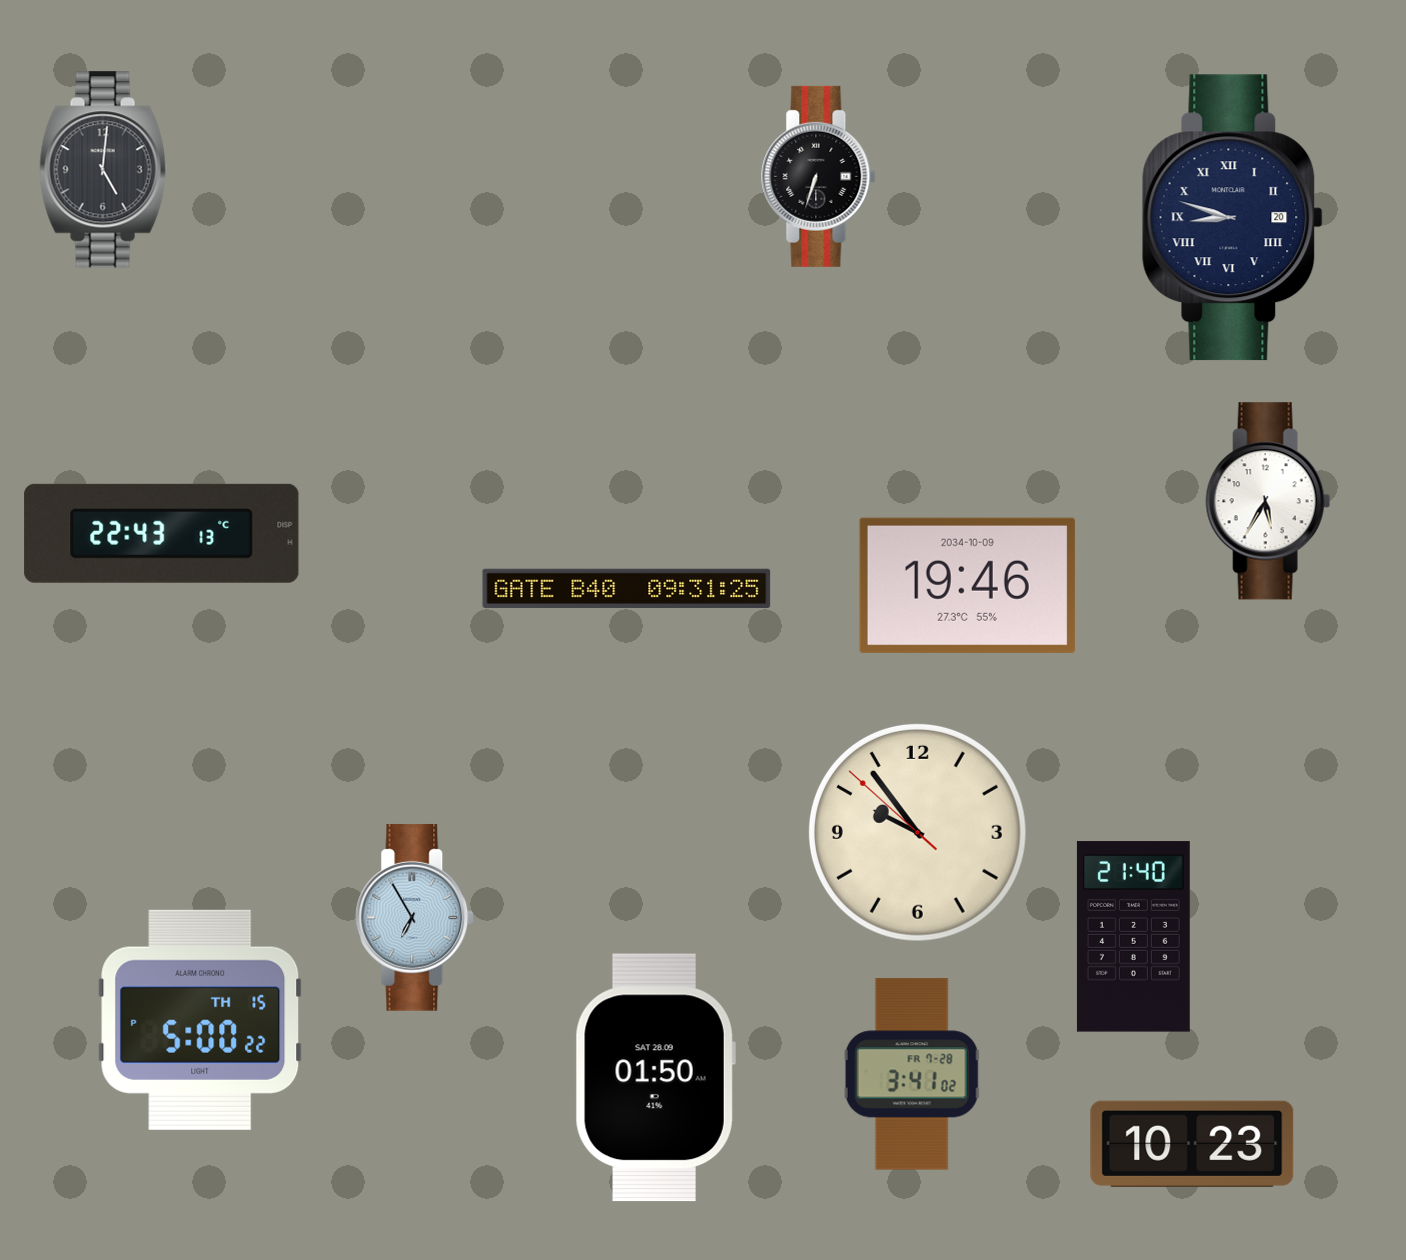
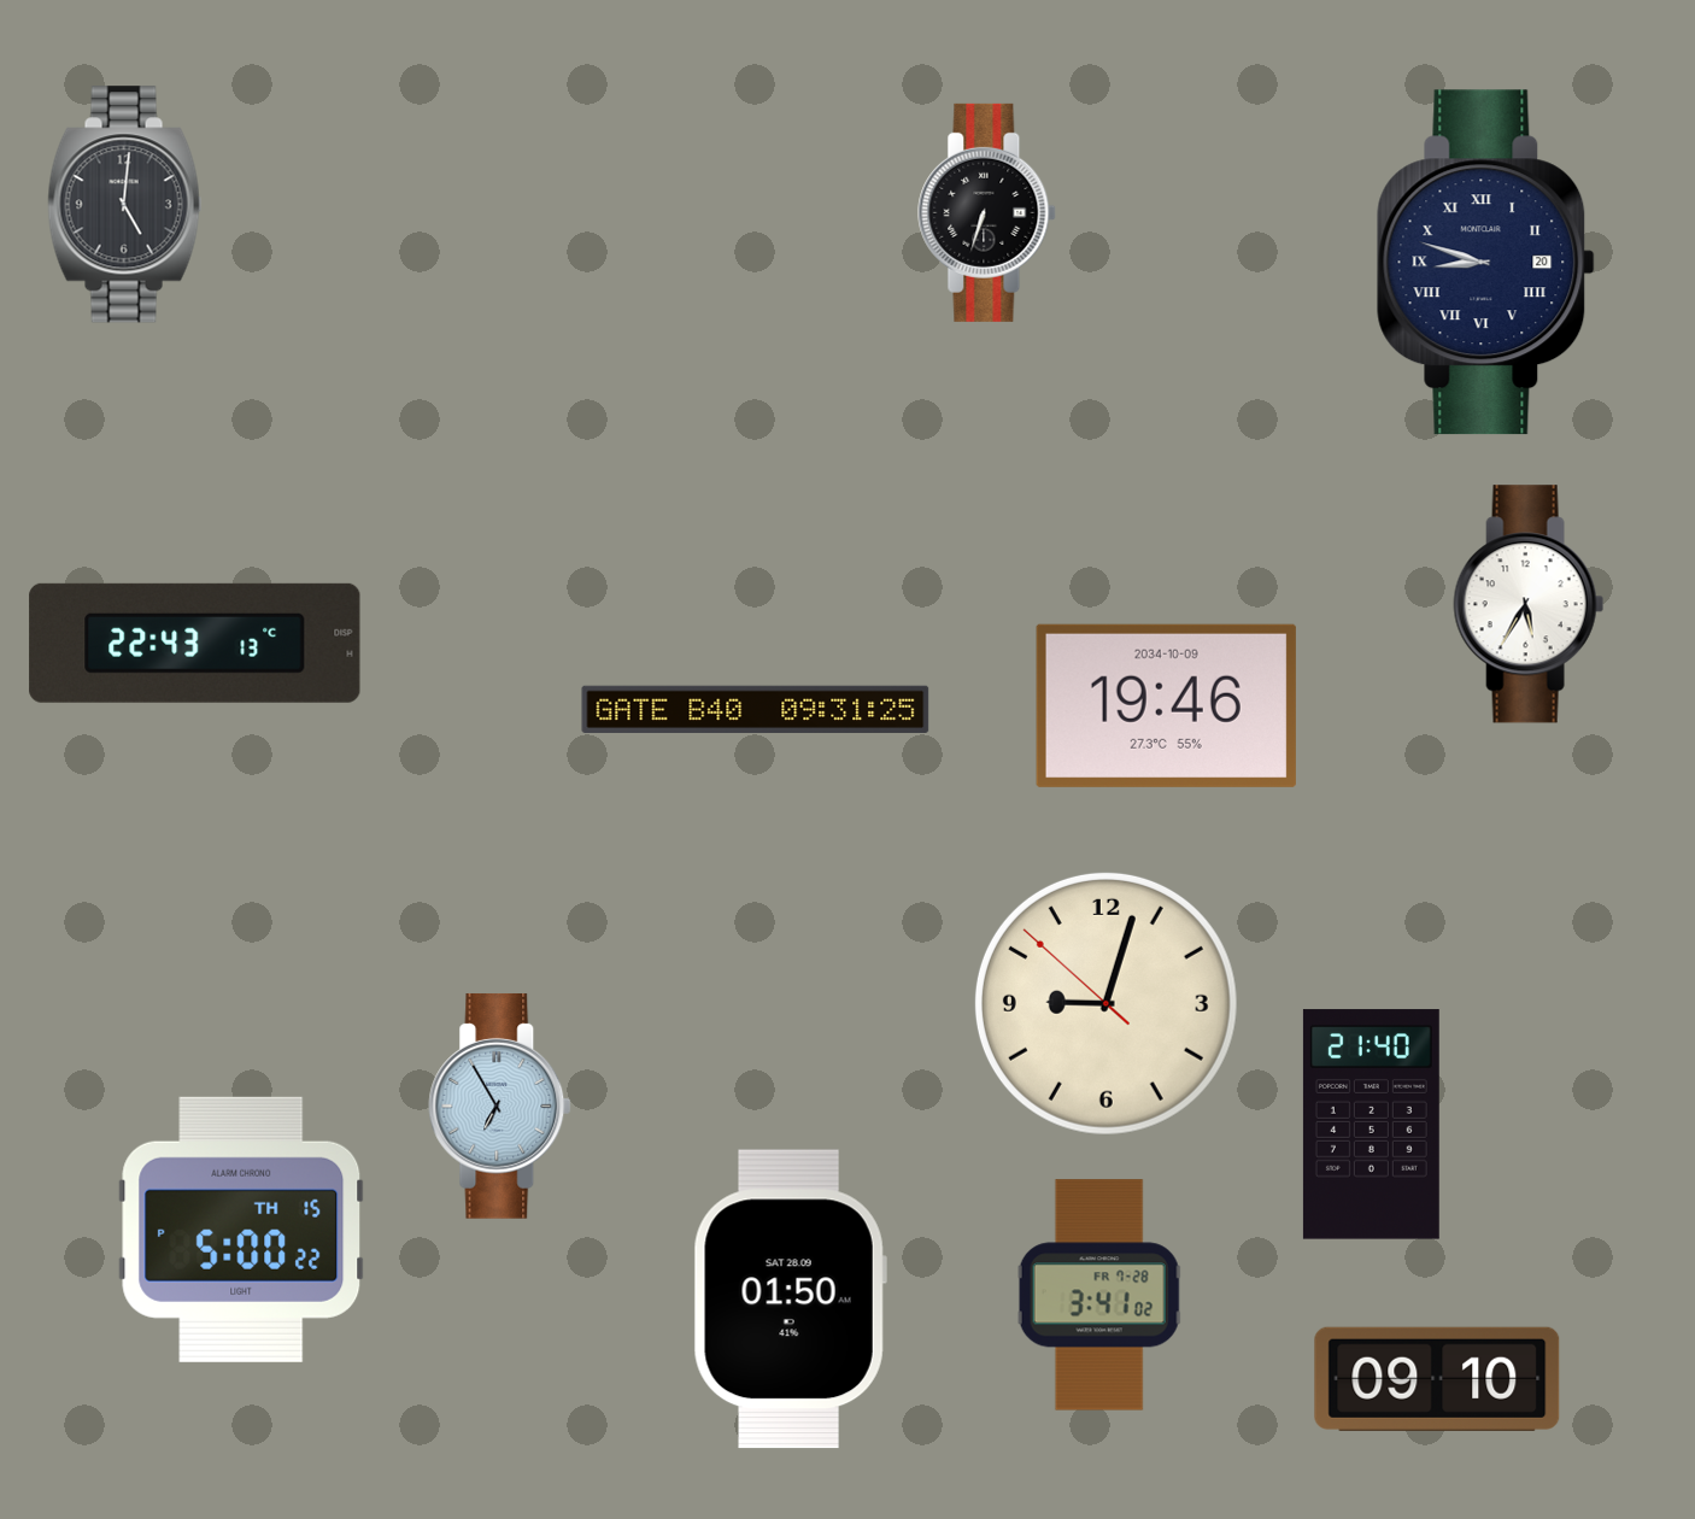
clock at (917, 832): 9:53 -> 9:02
clock at (1133, 937) position: (1133, 937) -> (1371, 1125)
clock at (1192, 1144): 10:23 -> 09:10
